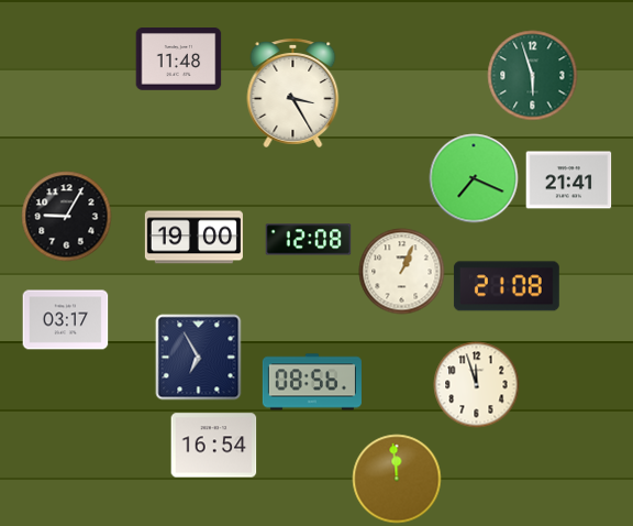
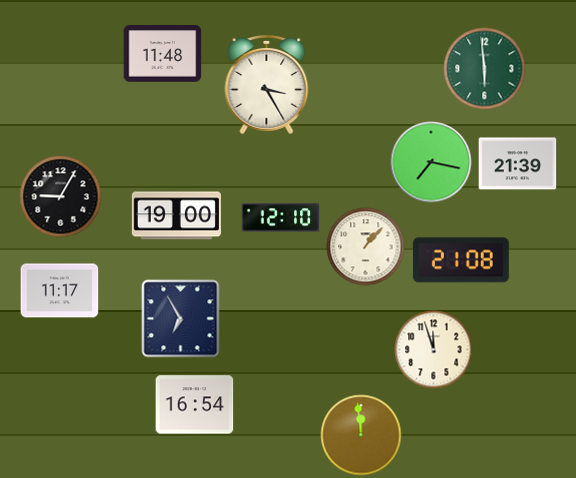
clock at (532, 75): 5:57 -> 5:59
clock at (474, 178): 7:19 -> 7:17
clock at (568, 180): 21:41 -> 21:39
clock at (308, 240): 12:08 -> 12:10
clock at (401, 271): 1:04 -> 1:07
clock at (65, 320): 03:17 -> 11:17
clock at (198, 357) position: (198, 357) -> (180, 318)
clock at (312, 382): 08:56 -> none
